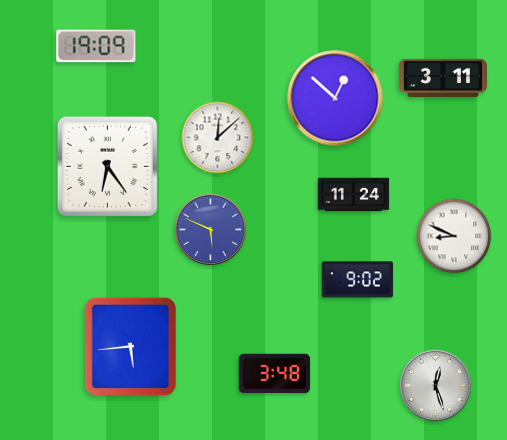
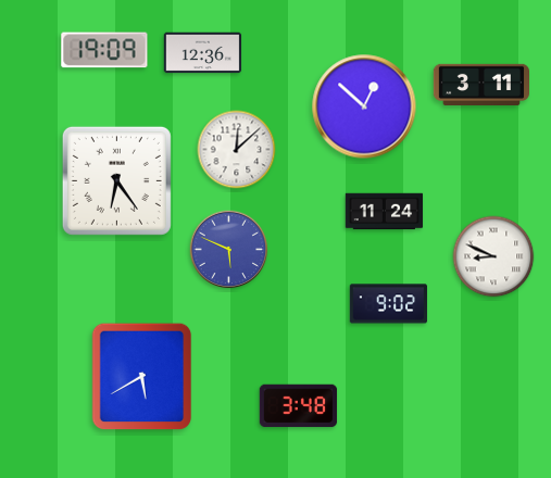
clock at (203, 53): none -> 12:36
clock at (131, 347): 5:44 -> 5:40
clock at (436, 386): 12:27 -> none
